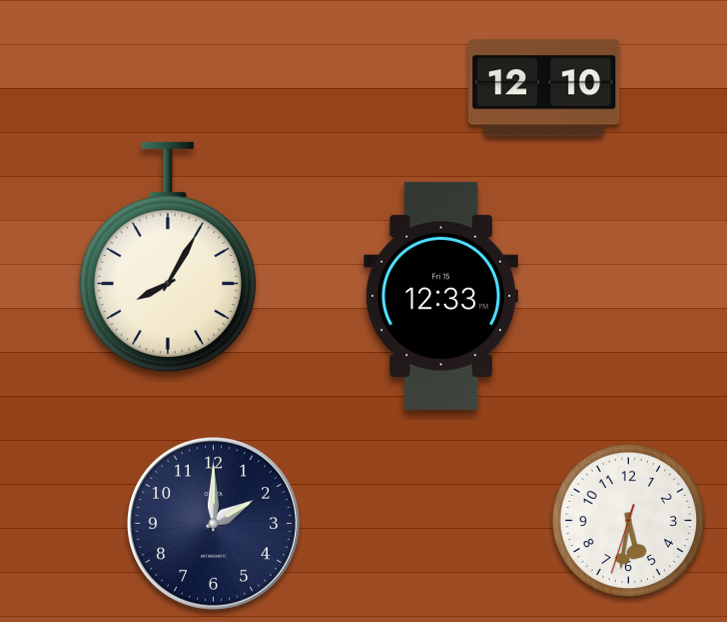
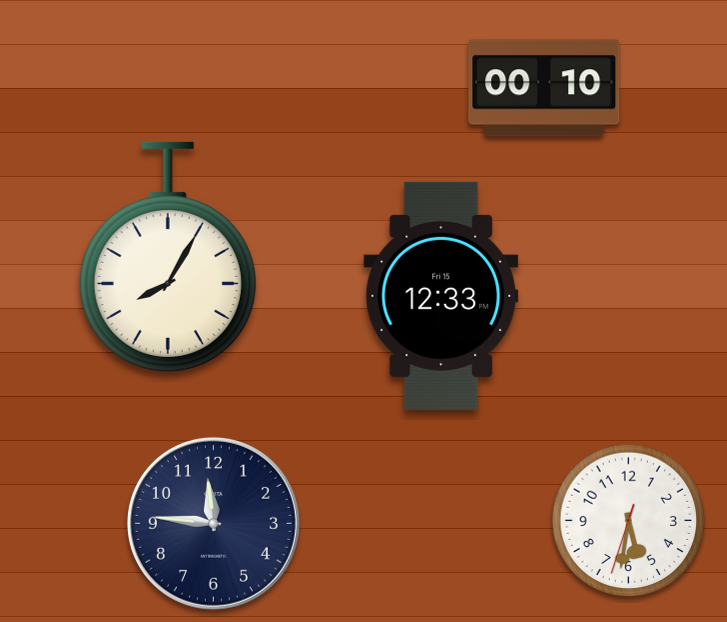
clock at (544, 88): 12:10 -> 00:10
clock at (213, 523): 2:00 -> 11:46
